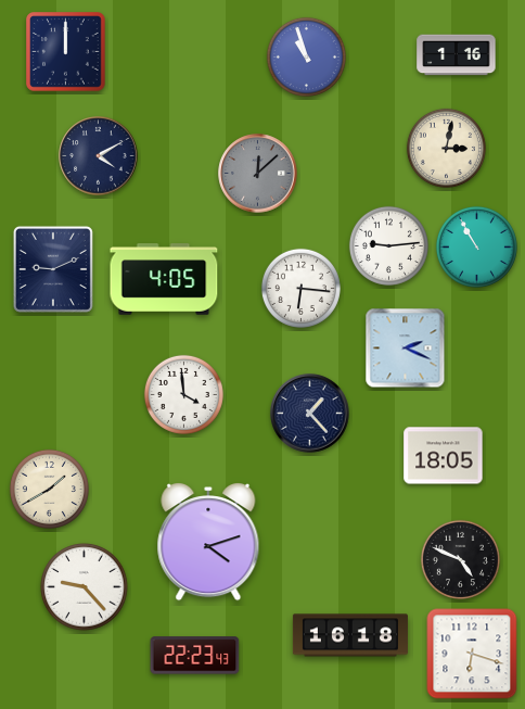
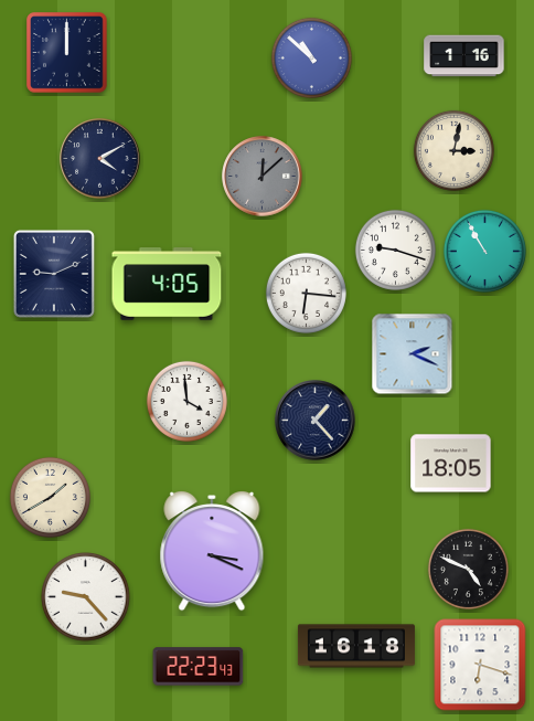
clock at (306, 56): 10:57 -> 10:52
clock at (388, 245): 9:14 -> 9:18
clock at (208, 543): 4:12 -> 3:19
